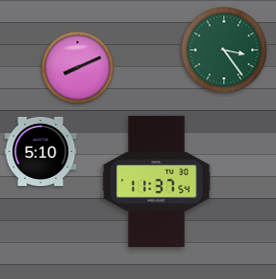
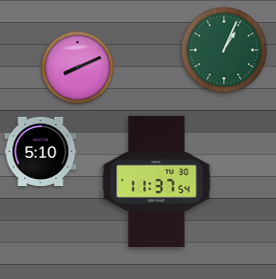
clock at (224, 50): 3:24 -> 1:04
